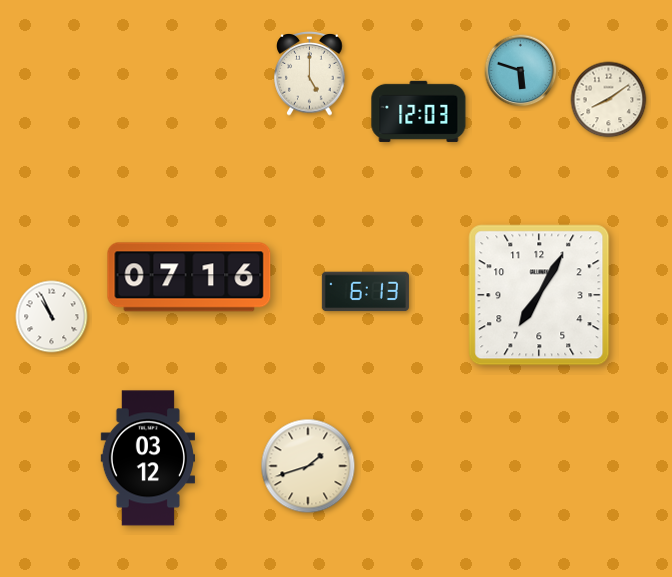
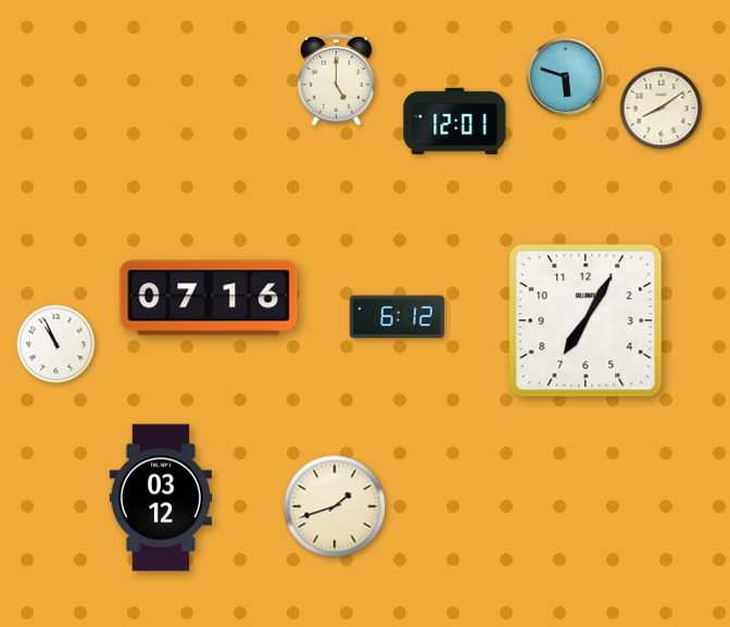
clock at (419, 111): 12:03 -> 12:01
clock at (189, 277) position: (189, 277) -> (209, 298)
clock at (365, 292): 6:13 -> 6:12
